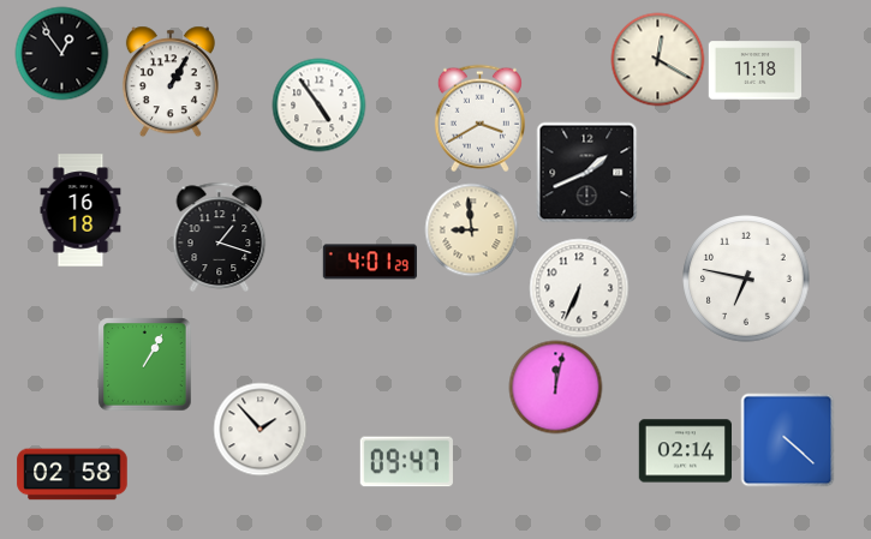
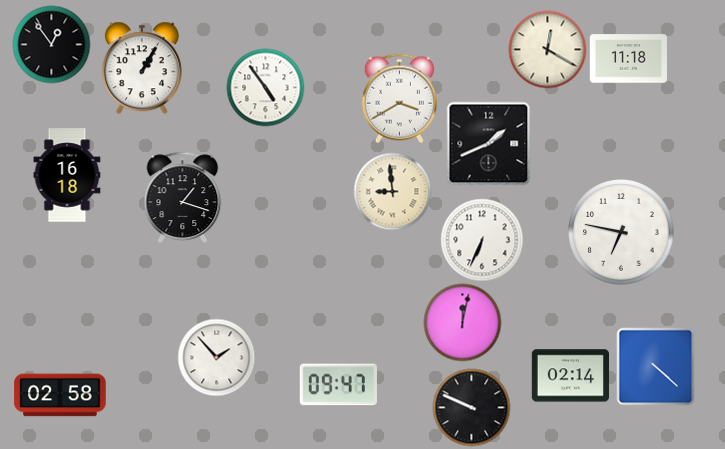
clock at (370, 262): 4:01 -> none
clock at (144, 364): 1:05 -> none
clock at (471, 407): none -> 9:49
